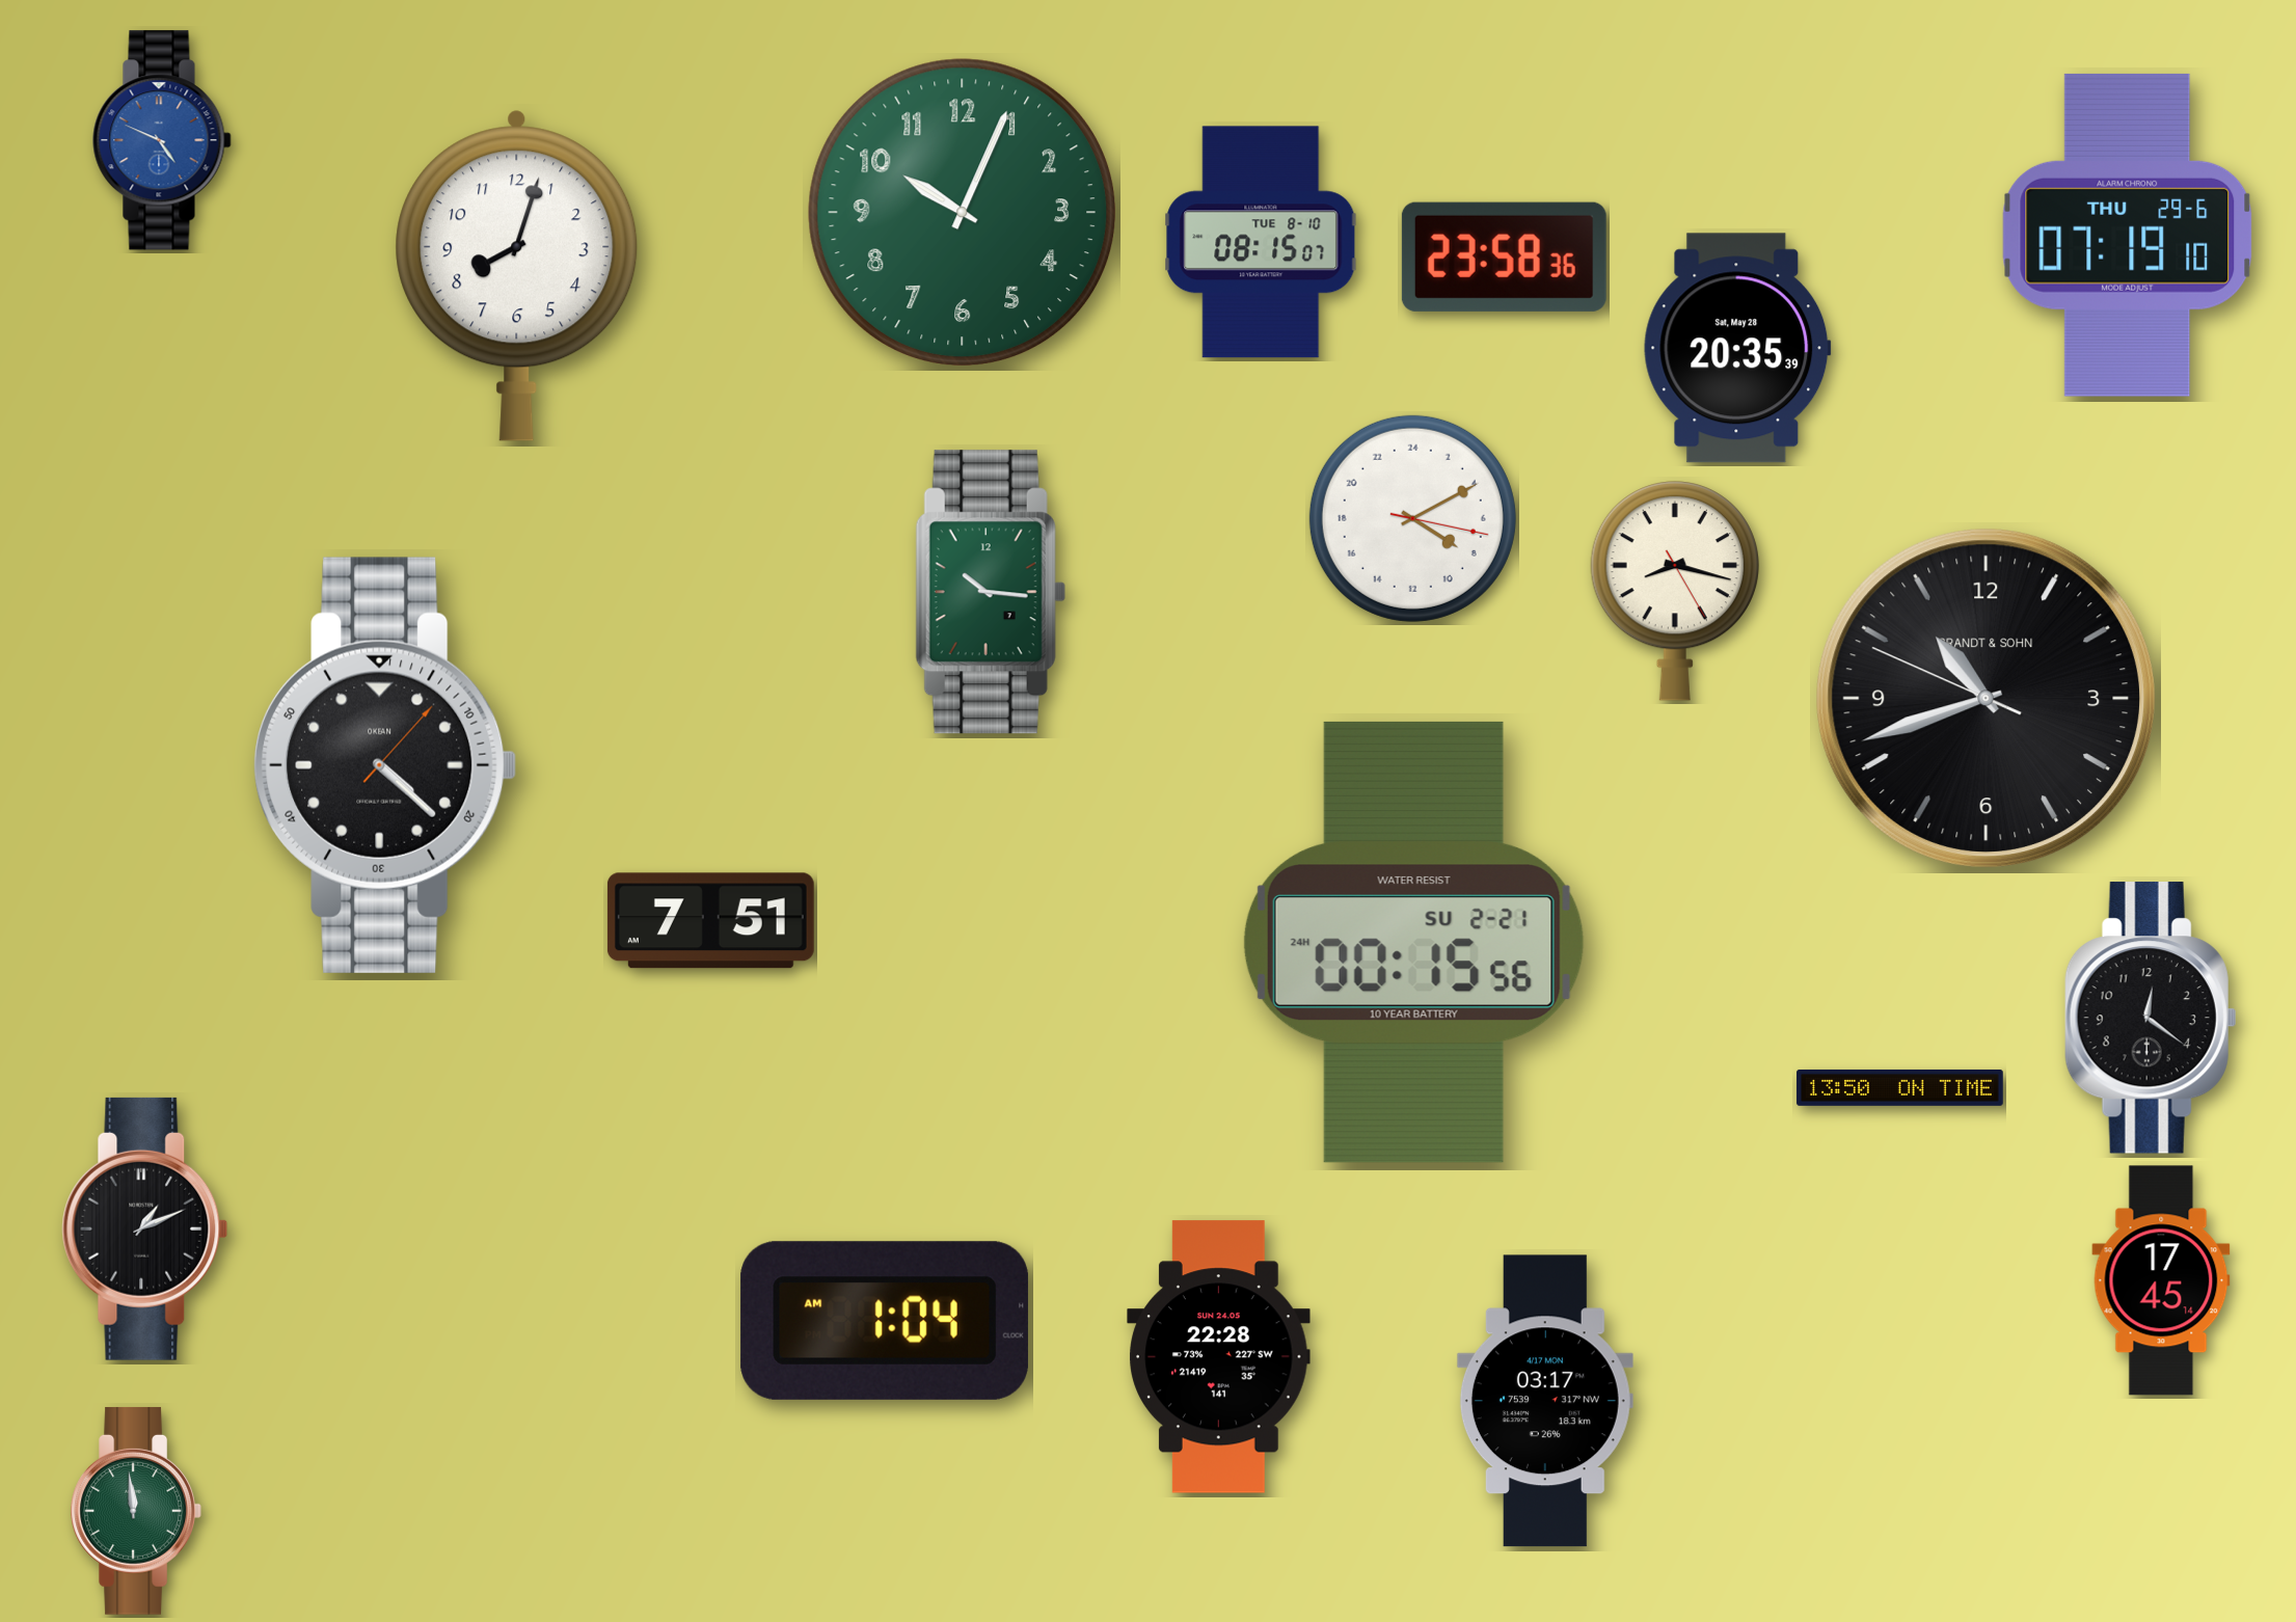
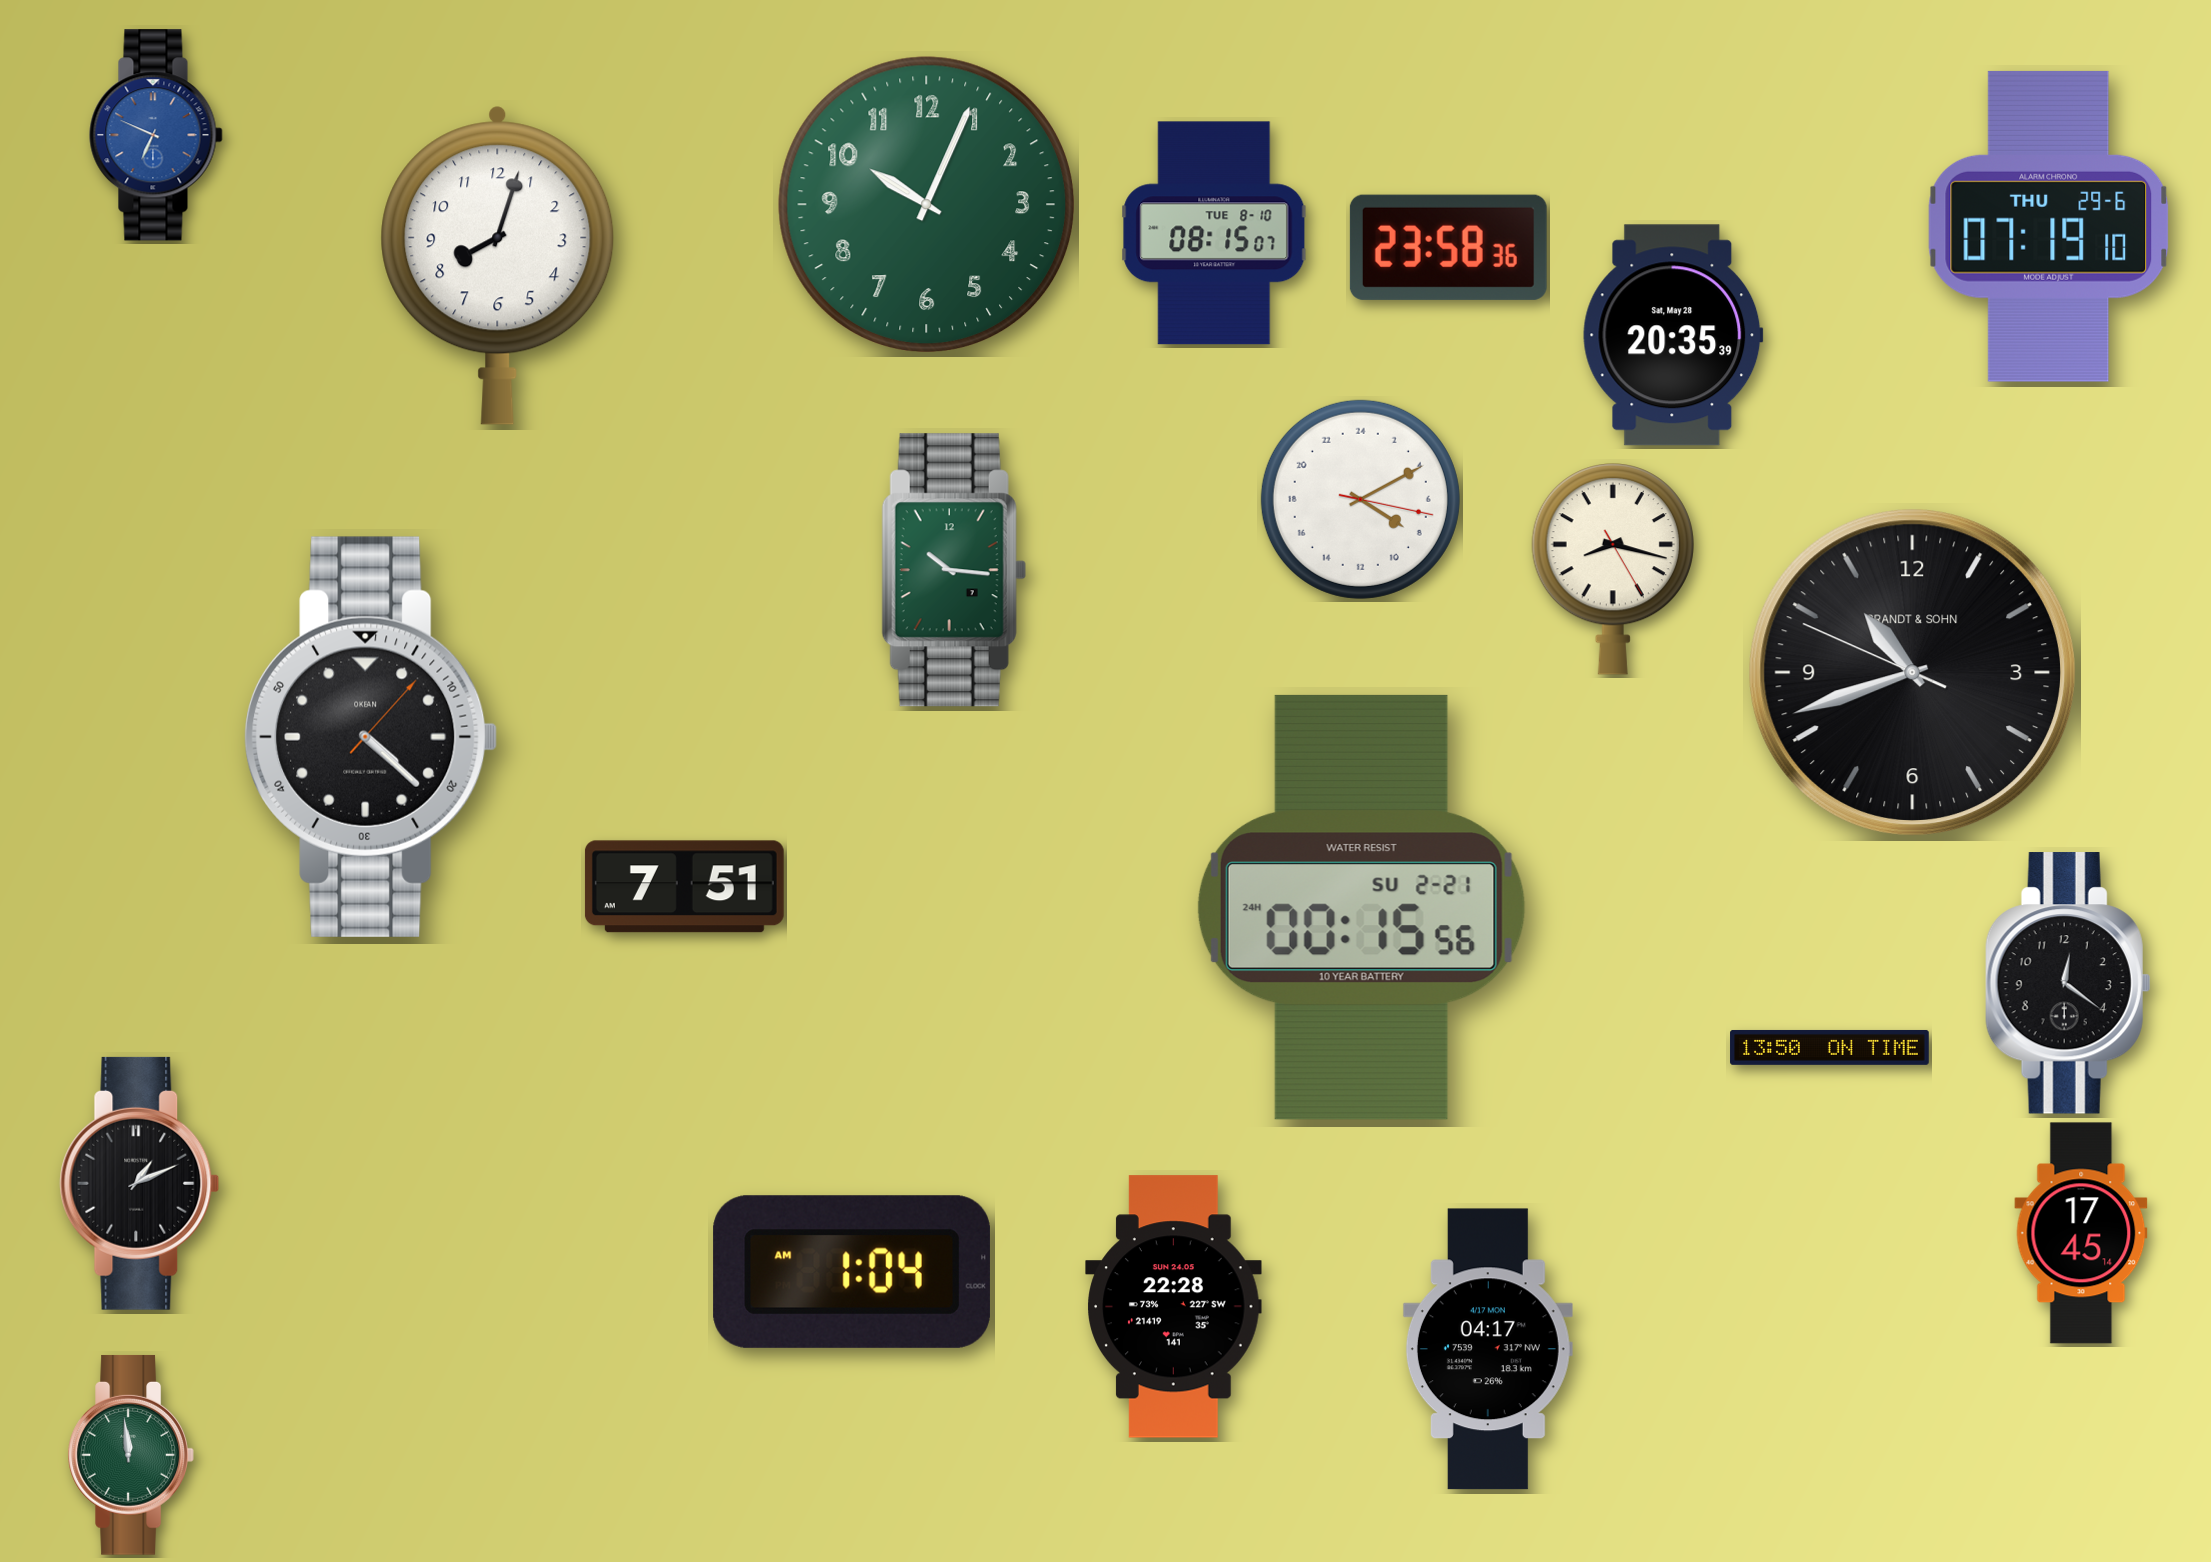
clock at (162, 140): 4:49 -> 6:49
clock at (2151, 1018) position: (2151, 1018) -> (2068, 983)
clock at (1545, 1401): 03:17 -> 04:17
